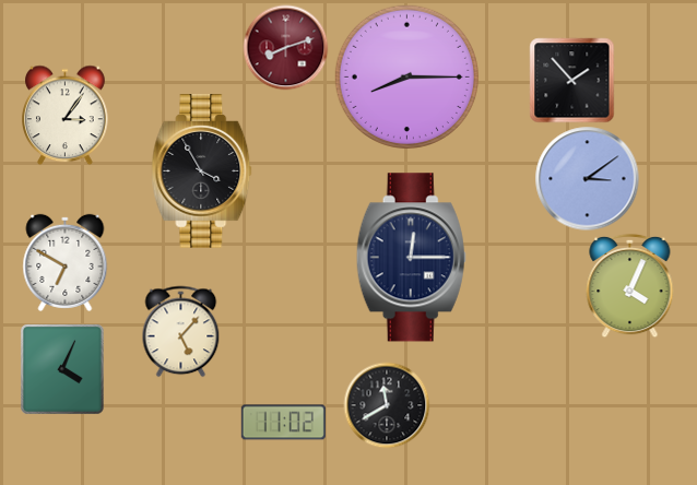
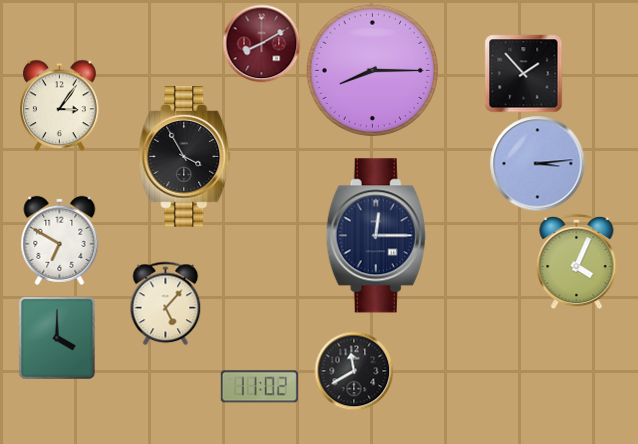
clock at (285, 47): 8:12 -> 8:10
clock at (587, 178): 3:09 -> 3:14
clock at (62, 369): 4:04 -> 4:00
